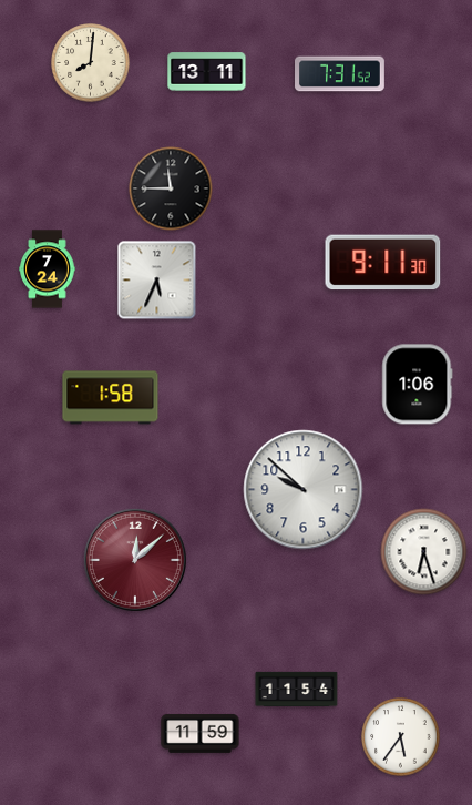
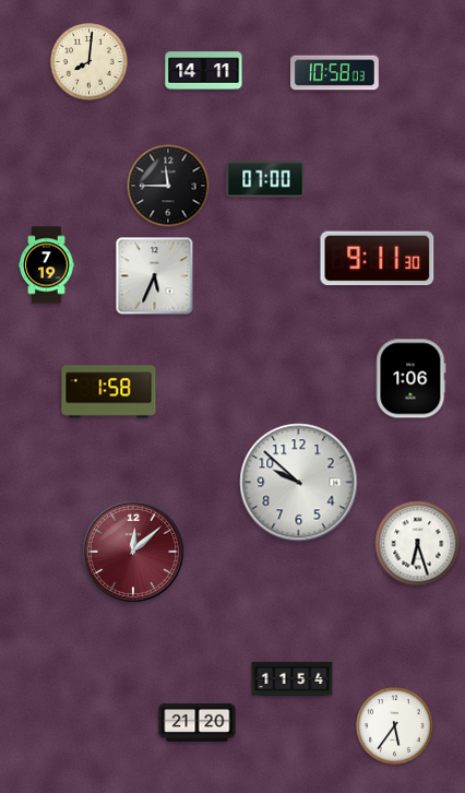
clock at (207, 72): 13:11 -> 14:11
clock at (340, 74): 7:31 -> 10:58
clock at (265, 179): none -> 07:00
clock at (48, 269): 7:24 -> 7:19
clock at (201, 733): 11:59 -> 21:20
